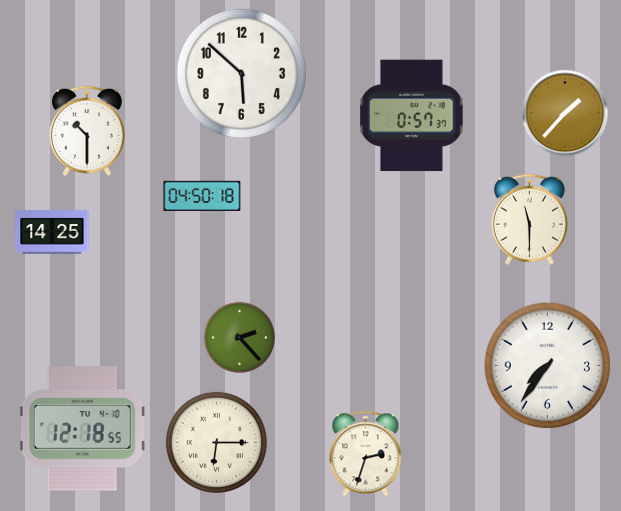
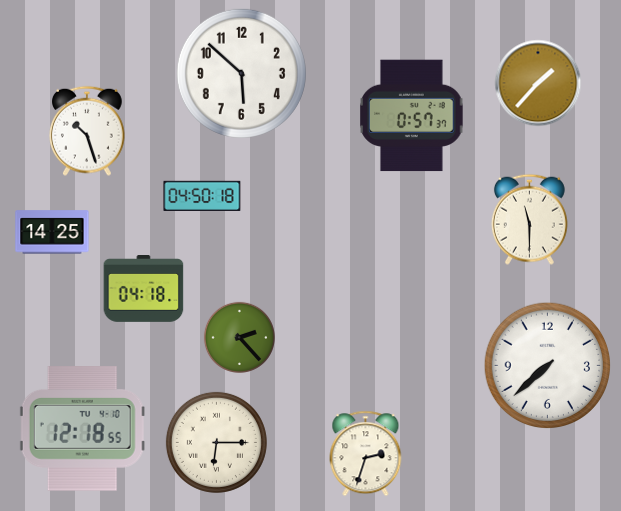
clock at (565, 113) position: (565, 113) -> (538, 83)
clock at (88, 131): 10:30 -> 10:27
clock at (144, 289): none -> 04:18
clock at (548, 366): 7:36 -> 7:38
